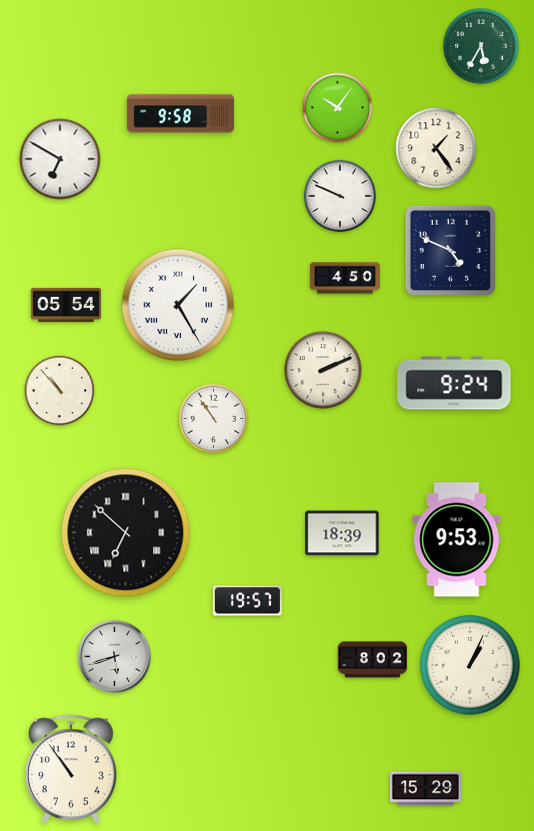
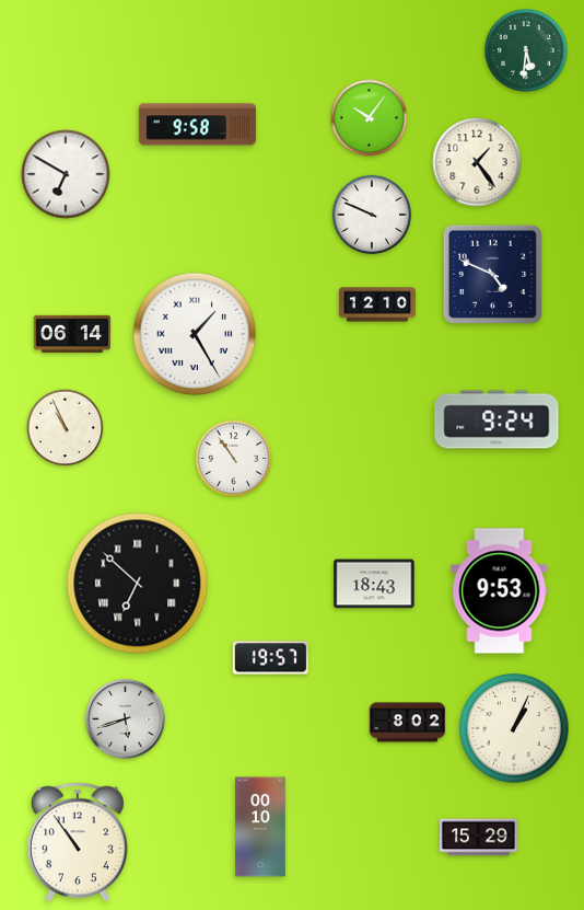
clock at (481, 46): 5:35 -> 5:31
clock at (345, 278): 4:50 -> 12:10
clock at (66, 305): 05:54 -> 06:14
clock at (323, 370): 2:11 -> none
clock at (60, 391): 10:53 -> 10:56
clock at (342, 533): 18:39 -> 18:43
clock at (260, 827): none -> 00:10
clock at (425, 789) position: (425, 789) -> (478, 838)
